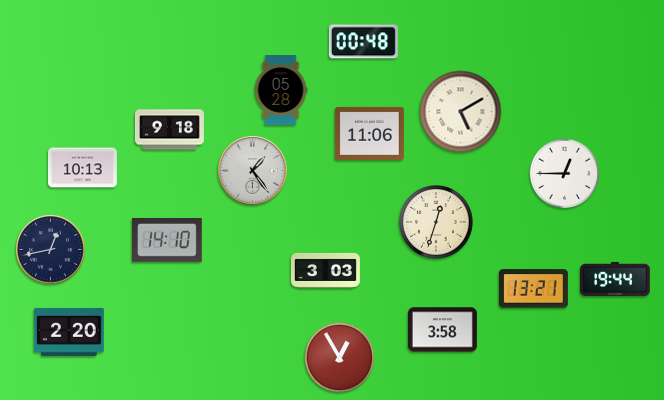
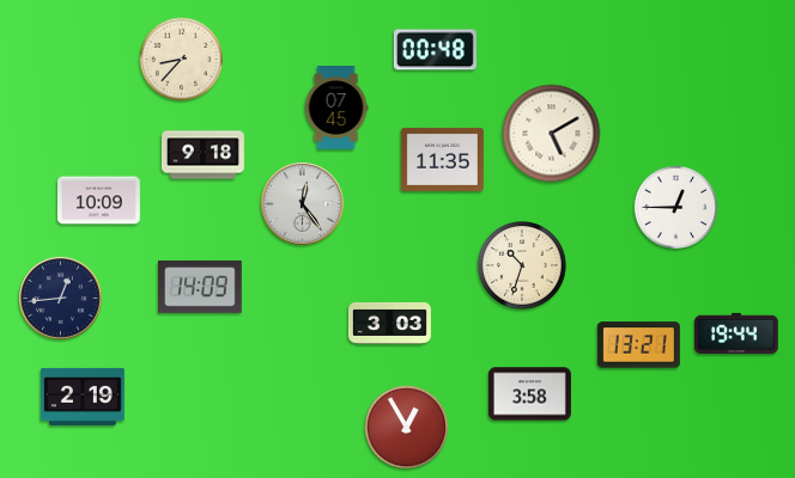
clock at (182, 60): none -> 8:37
clock at (281, 90): 05:28 -> 07:45
clock at (369, 133): 11:06 -> 11:35
clock at (82, 168): 10:13 -> 10:09
clock at (253, 171): 1:24 -> 12:24
clock at (436, 222): 12:33 -> 10:33
clock at (168, 240): 14:10 -> 14:09
clock at (51, 250): 12:43 -> 12:44
clock at (69, 332): 2:20 -> 2:19
